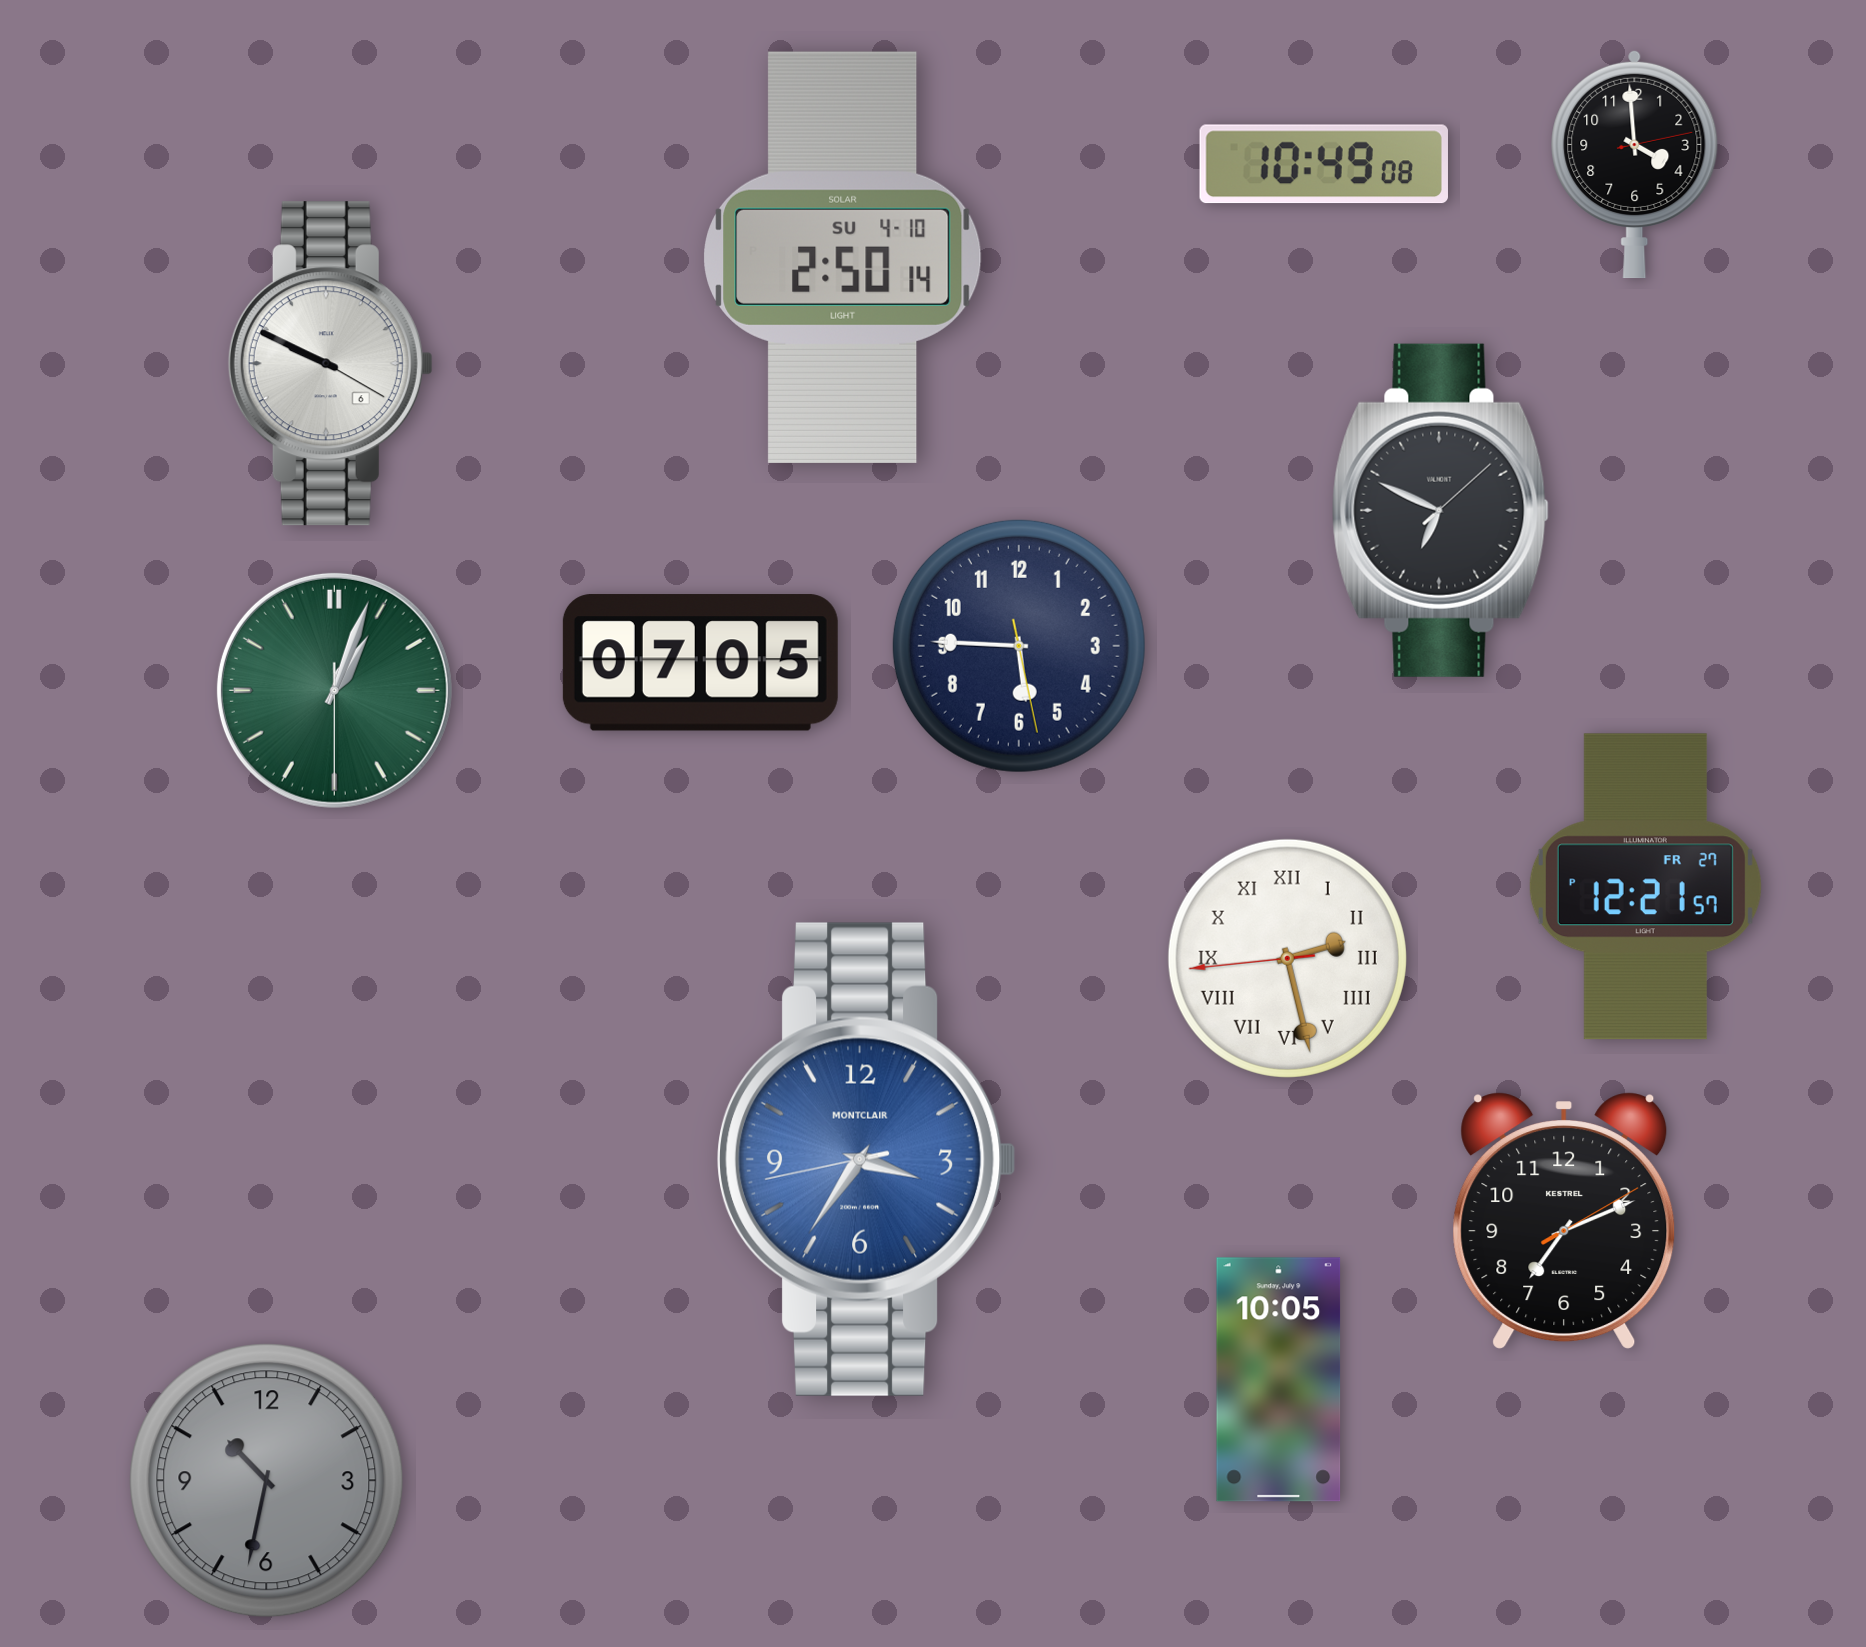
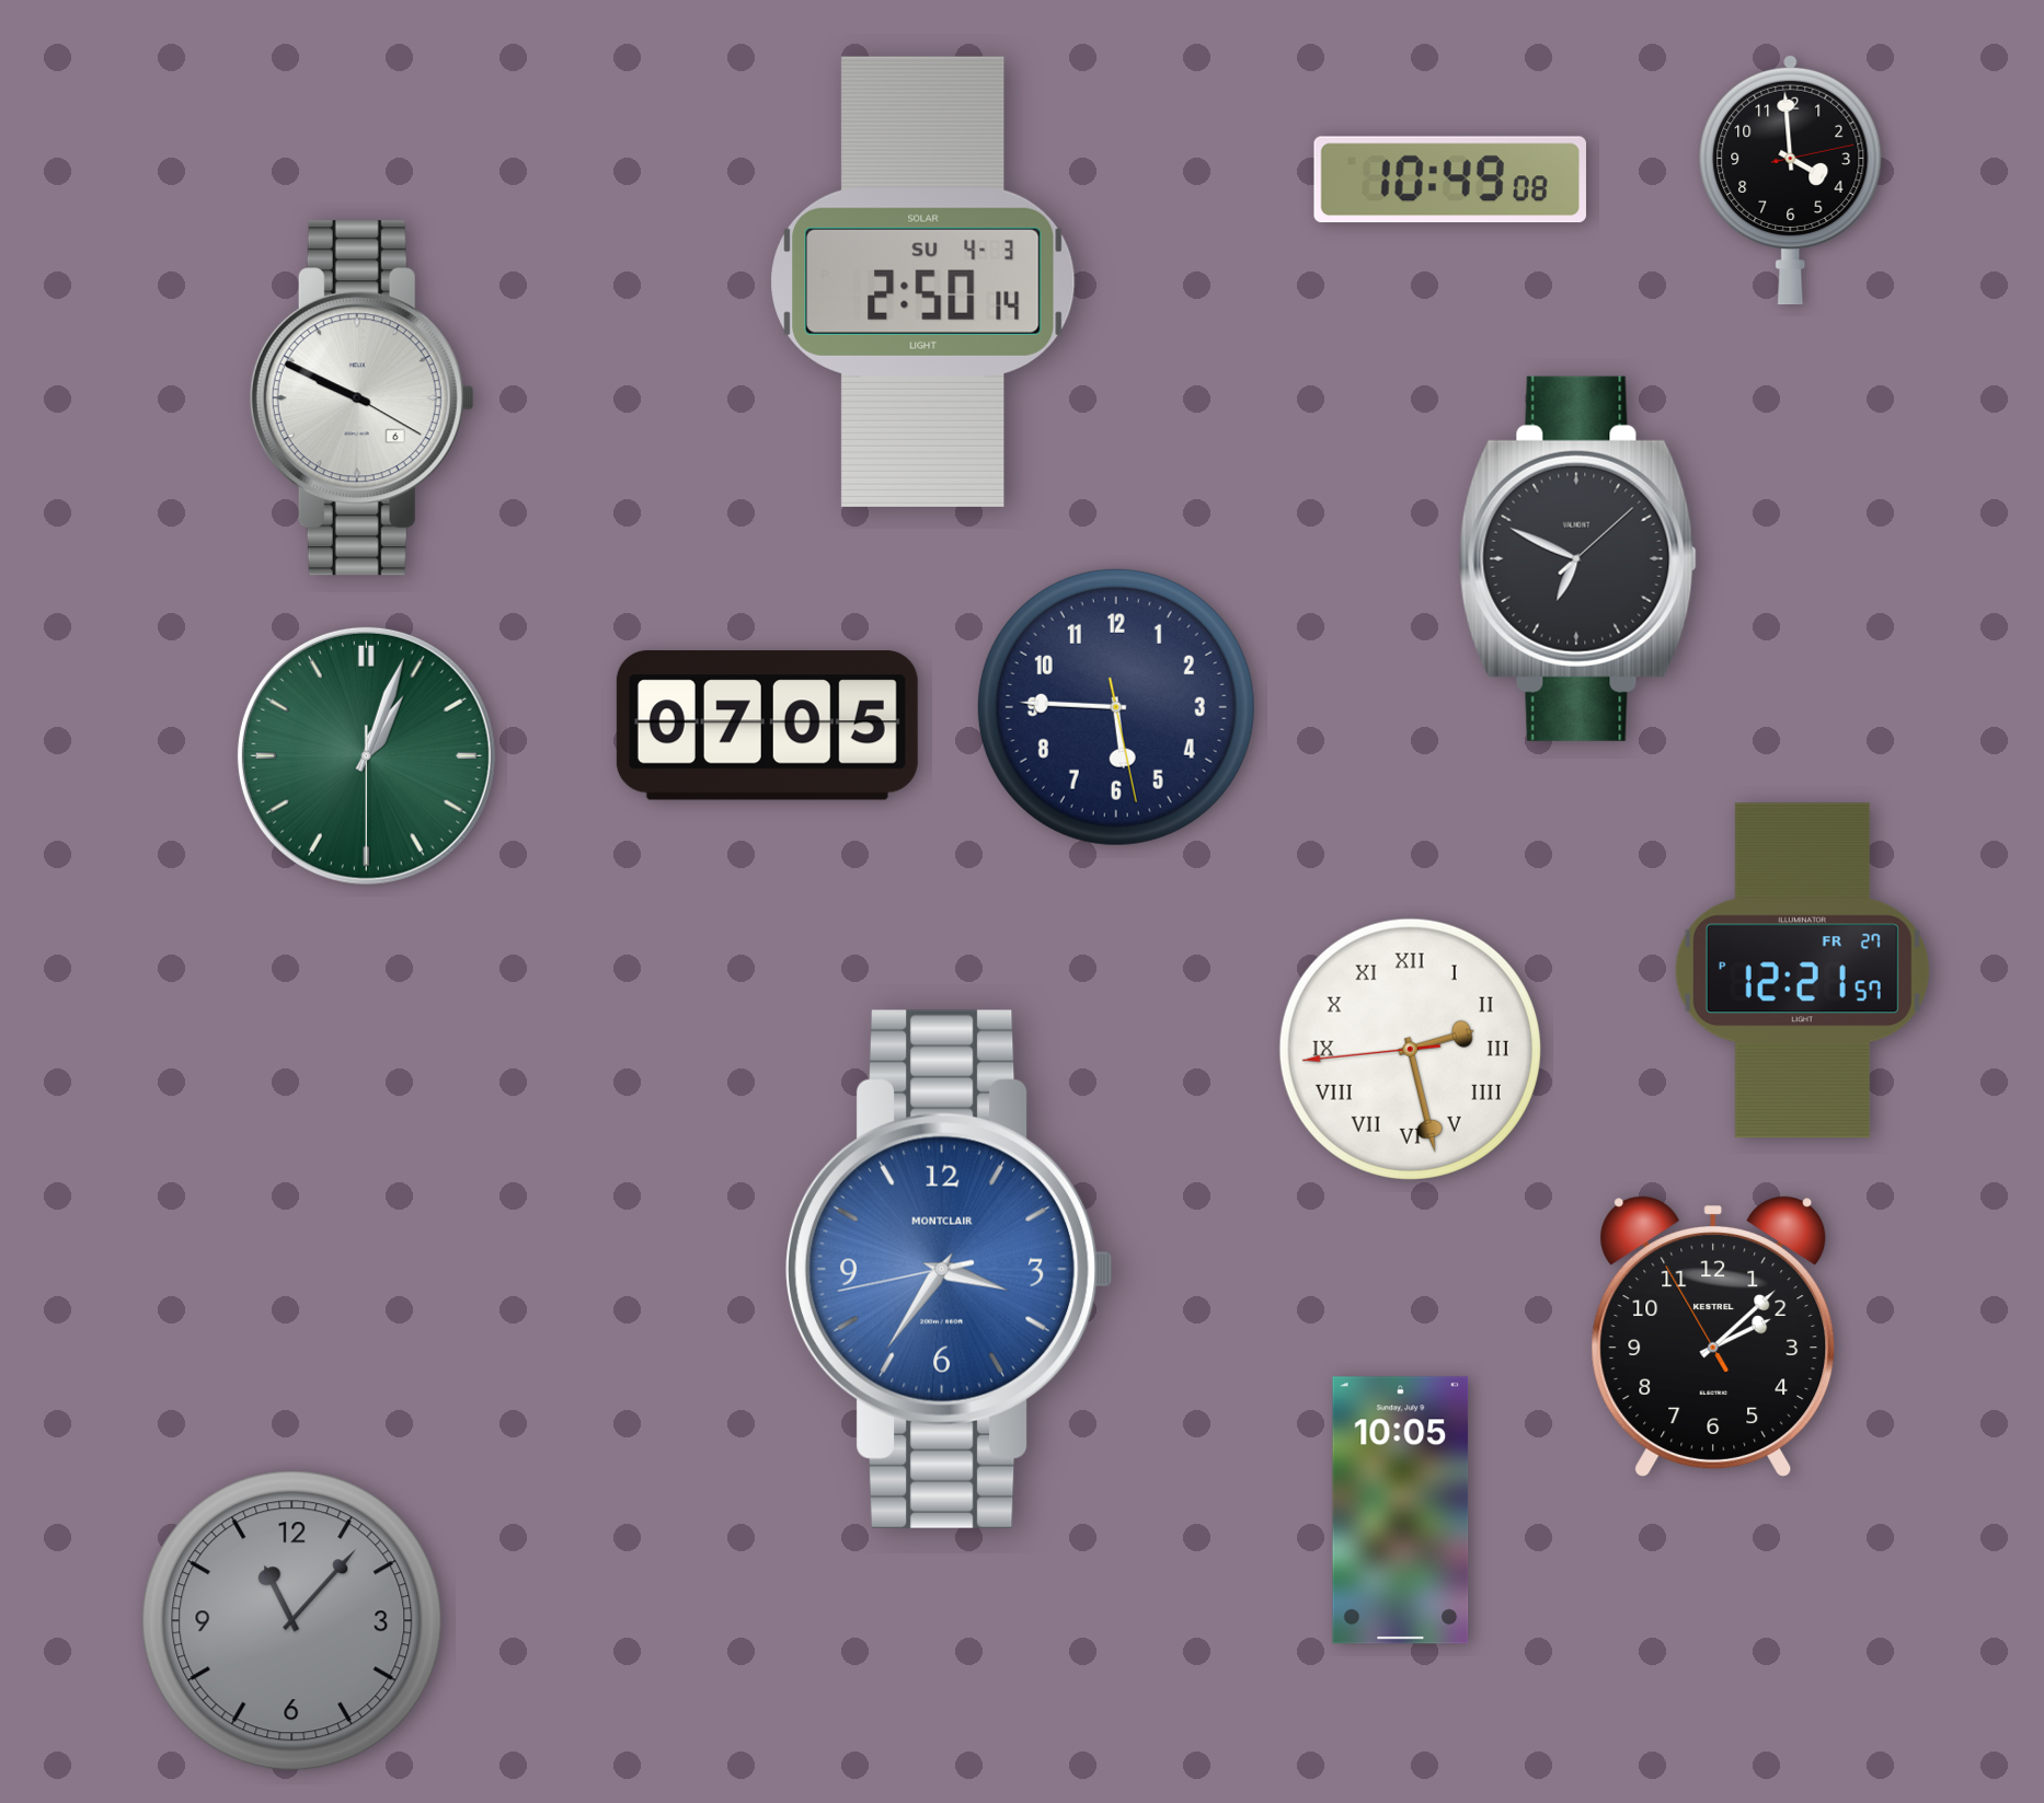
clock at (843, 257) date: SU 4-10 -> SU 4-3
clock at (1564, 1220): 7:11 -> 2:07
clock at (267, 1481): 10:32 -> 11:07
